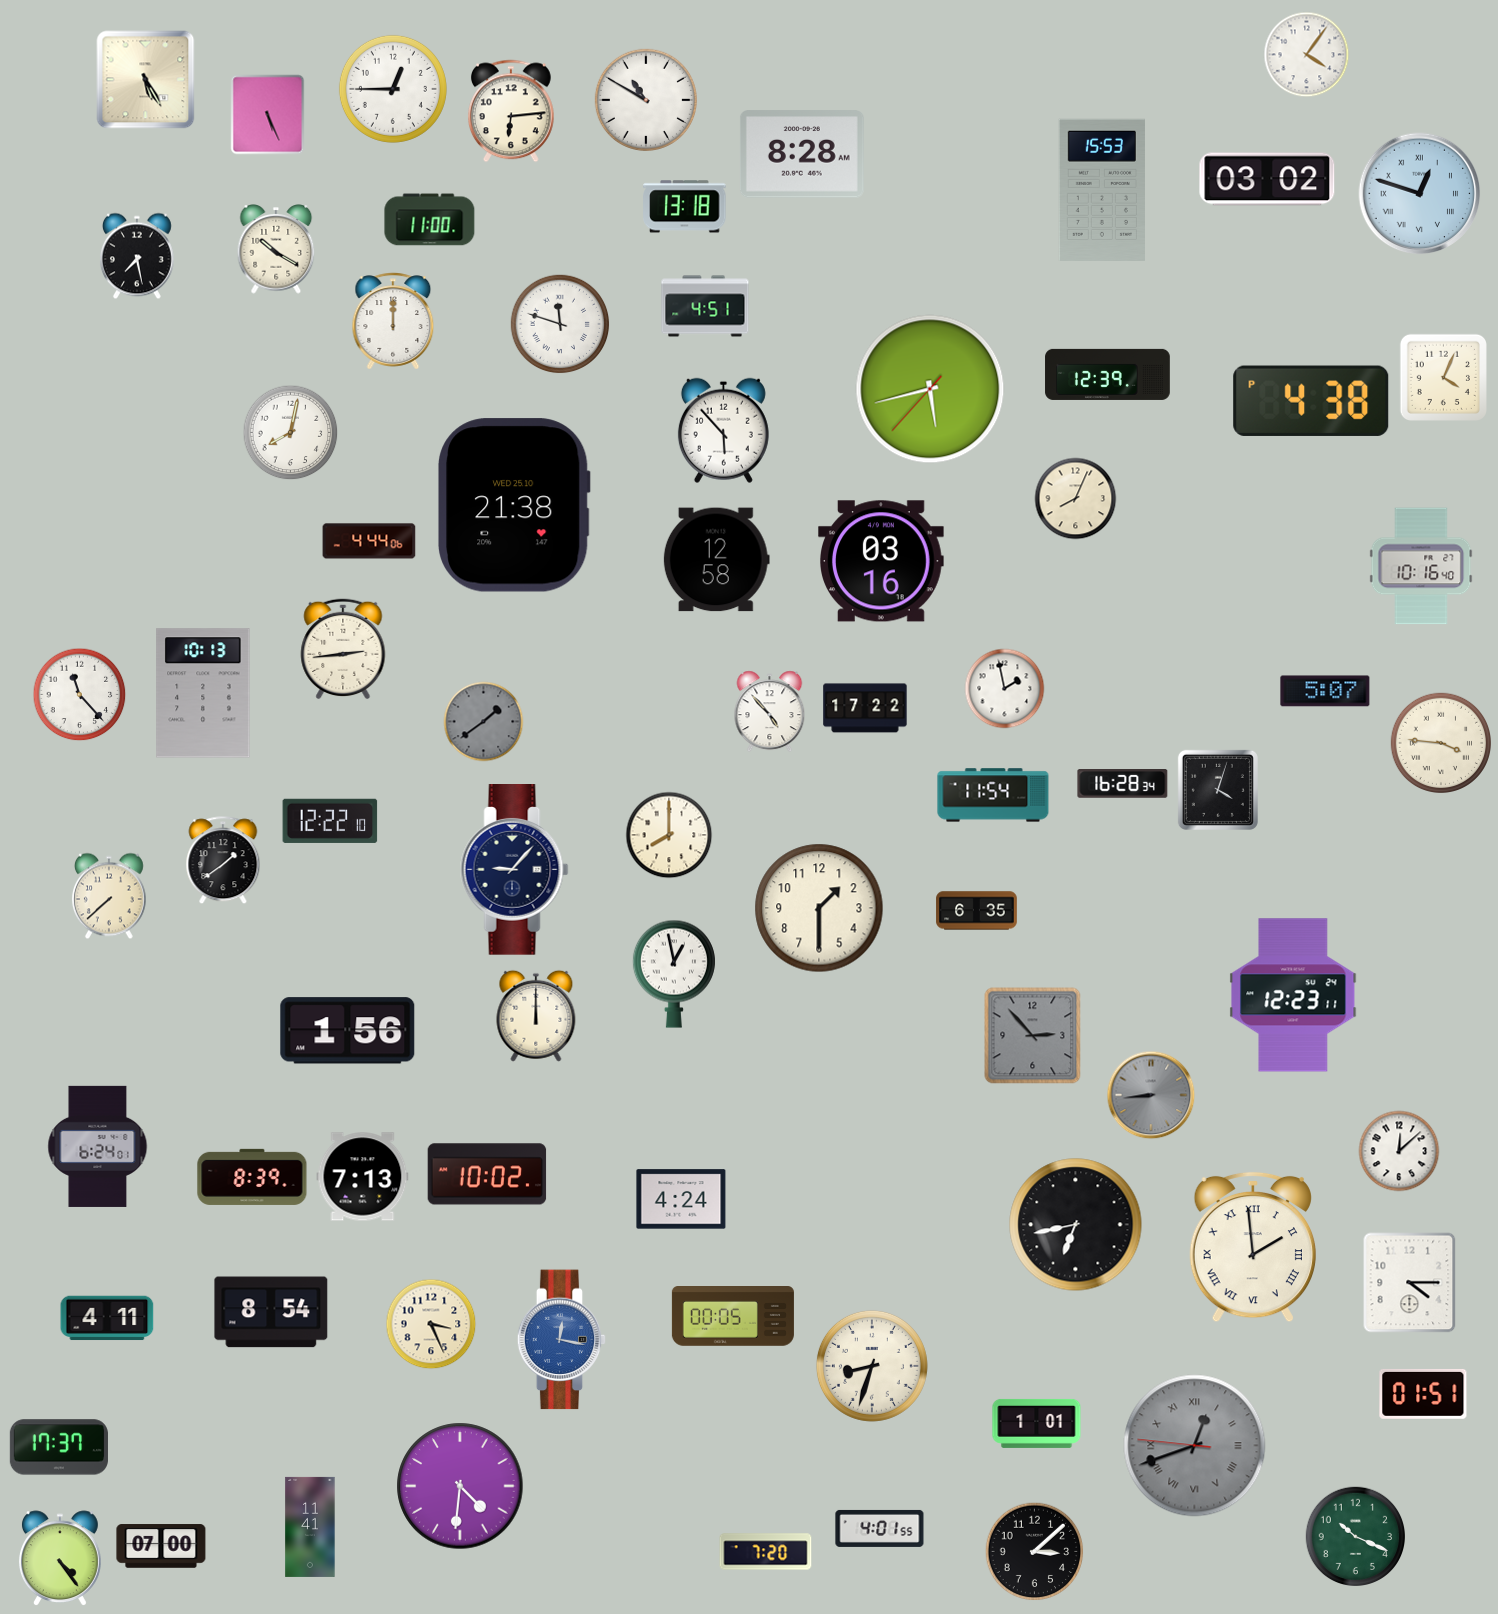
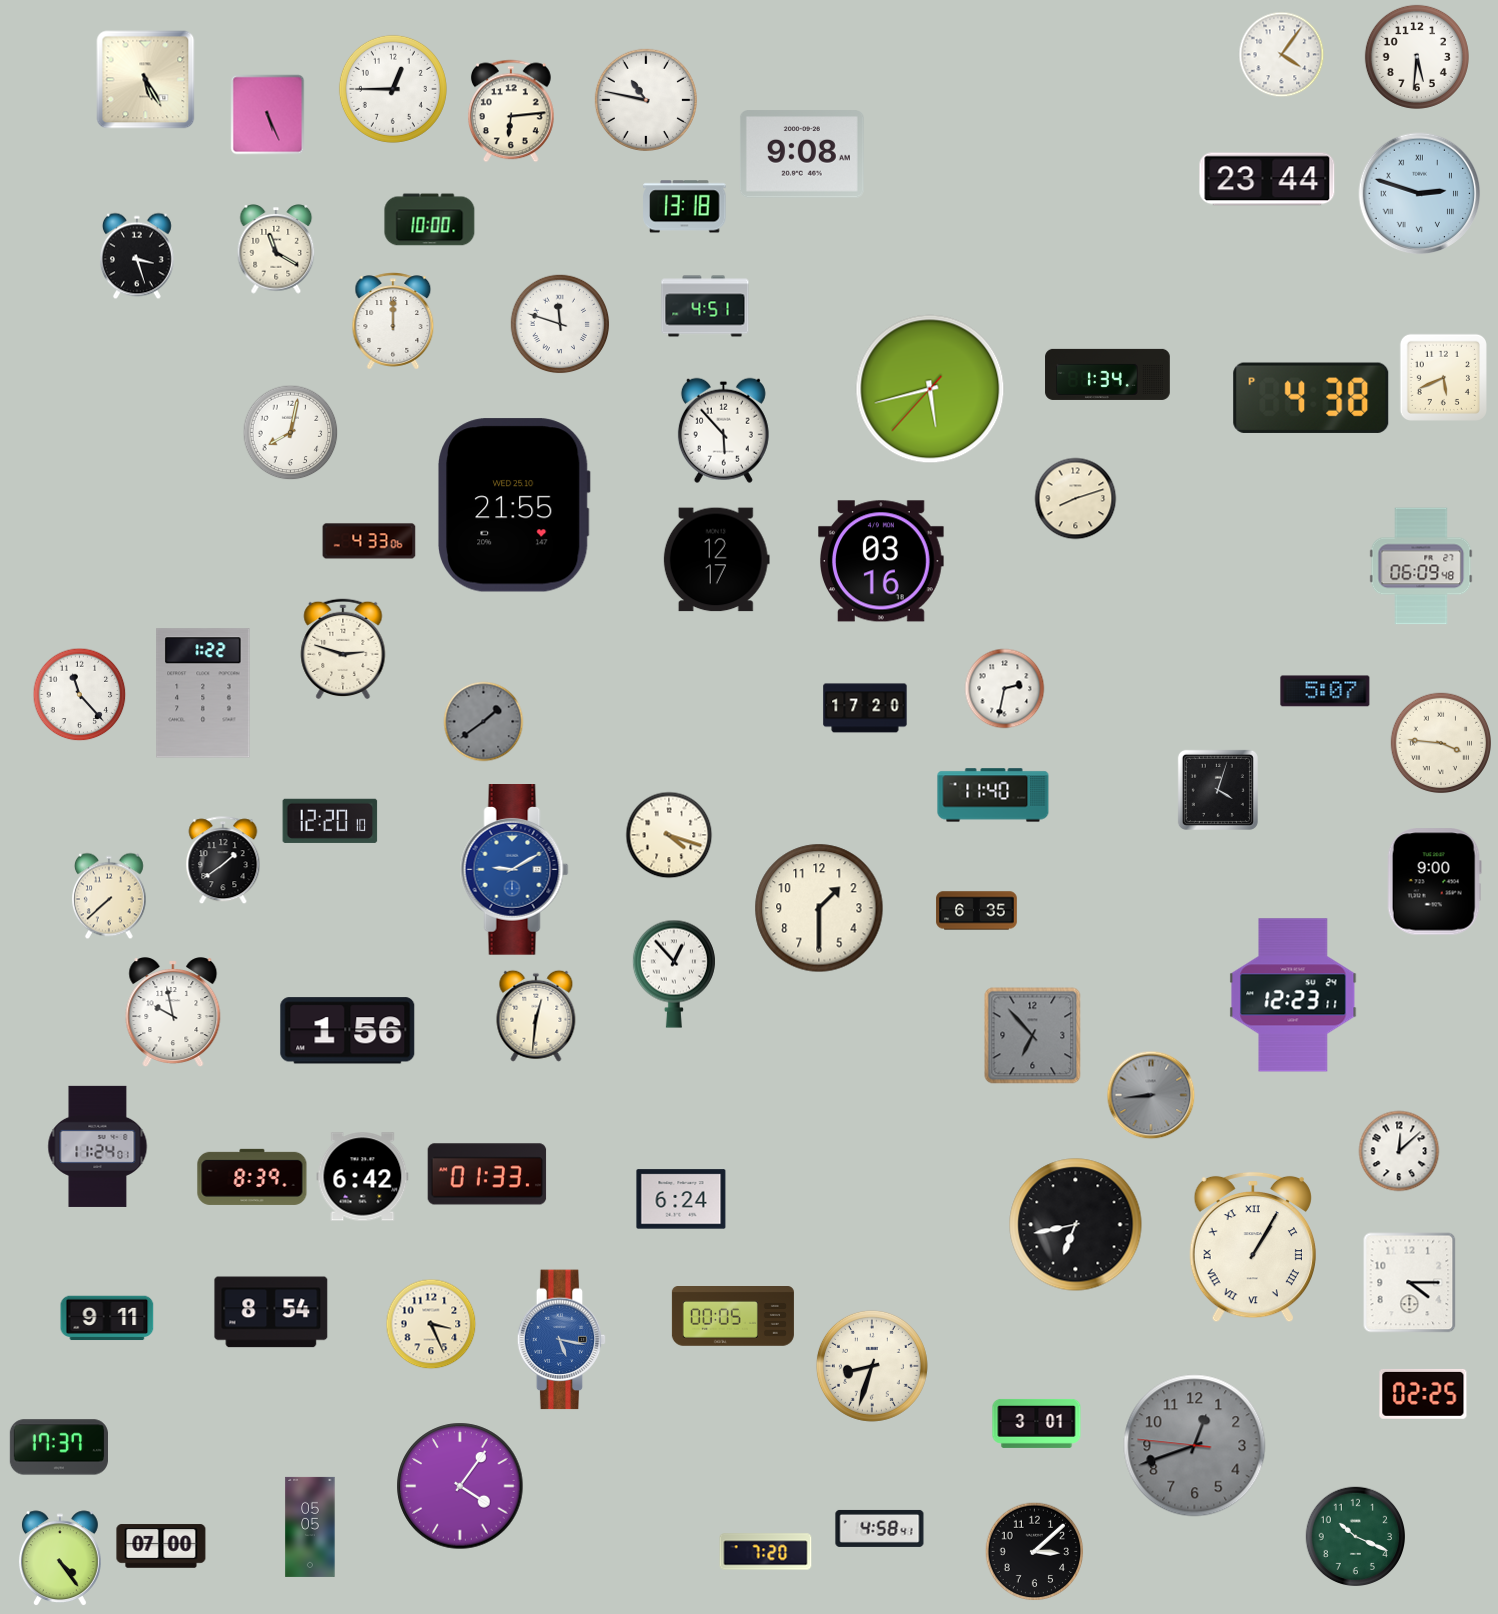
clock at (1307, 55) position: (1307, 55) -> (1282, 55)
clock at (1417, 57): none -> 5:31
clock at (646, 100): 10:50 -> 10:47
clock at (802, 154): 8:28 -> 9:08
clock at (1267, 179): 03:02 -> 23:44
clock at (1102, 190): 15:53 -> none
clock at (1420, 194): 12:48 -> 2:48
clock at (430, 220): 11:00 -> 10:00
clock at (276, 249): 10:20 -> 11:20
clock at (137, 256): 7:28 -> 3:27
clock at (1108, 374): 12:39 -> 1:34
clock at (1443, 377): 4:04 -> 5:41
clock at (1311, 401) position: (1311, 401) -> (1311, 398)
clock at (1076, 499): 8:04 -> 8:12
clock at (515, 505): 21:38 -> 21:55
clock at (369, 541): 4:44 -> 4:33
clock at (716, 560): 12:58 -> 12:17
clock at (1421, 566): 10:16 -> 06:09
clock at (343, 649): 2:44 -> 2:48
clock at (1005, 689): 1:58 -> 2:32
clock at (203, 693): 10:13 -> 1:22
clock at (865, 708): 17:22 -> 17:20
clock at (770, 712): 4:53 -> none
clock at (1123, 784): 16:28 -> none
clock at (993, 795): 11:54 -> 11:40
clock at (330, 821): 12:22 -> 12:20
clock at (669, 835): 8:00 -> 4:18
clock at (515, 870): 9:07 -> 9:10
clock at (515, 870) dial: navy -> blue
clock at (1434, 882): none -> 9:00
clock at (674, 974): 12:58 -> 12:53
clock at (173, 1012): none -> 9:58
clock at (536, 1016): 12:00 -> 12:31
clock at (1033, 1036): 2:53 -> 6:53
clock at (98, 1146): 6:24 -> 11:24
clock at (487, 1174): 10:02 -> 01:33
clock at (363, 1177): 7:13 -> 6:42
clock at (681, 1199): 4:24 -> 6:24
clock at (1253, 1247): 1:59 -> 1:05
clock at (107, 1318): 4:11 -> 9:11
clock at (562, 1340): 12:17 -> 5:17
clock at (1423, 1394): 01:51 -> 02:25
clock at (1037, 1423): 1:01 -> 3:01
clock at (1195, 1446) numerals: Roman -> Arabic
clock at (460, 1486): 4:31 -> 4:06
clock at (310, 1527): 11:41 -> 05:05
clock at (880, 1528): 4:01 -> 4:58
